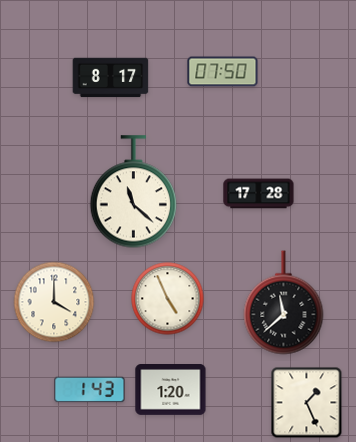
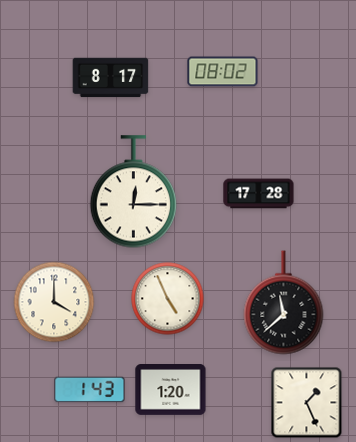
clock at (223, 72): 07:50 -> 08:02
clock at (133, 192): 11:22 -> 12:15
